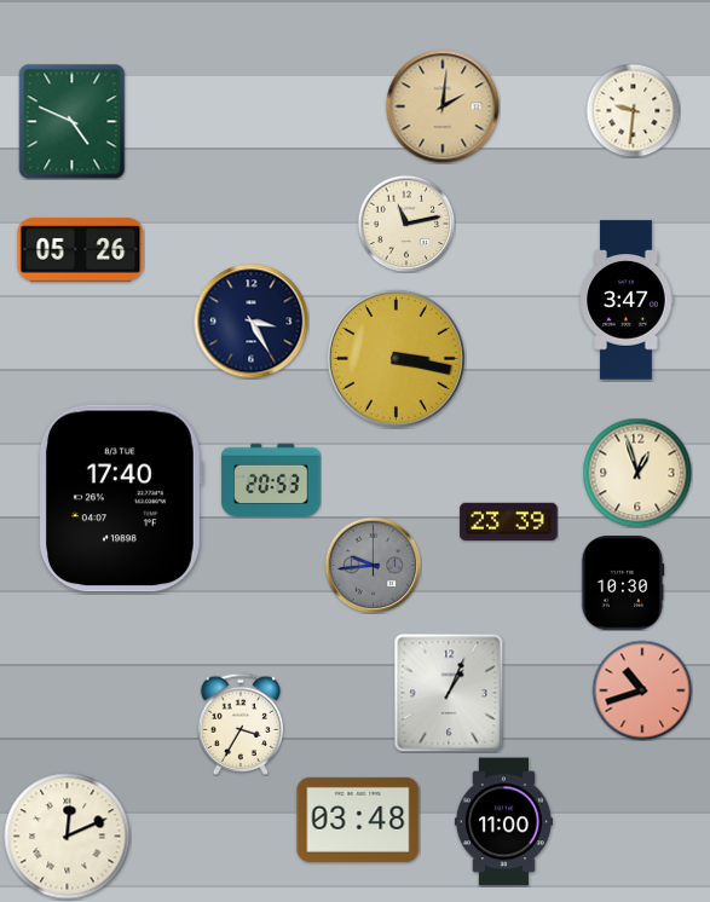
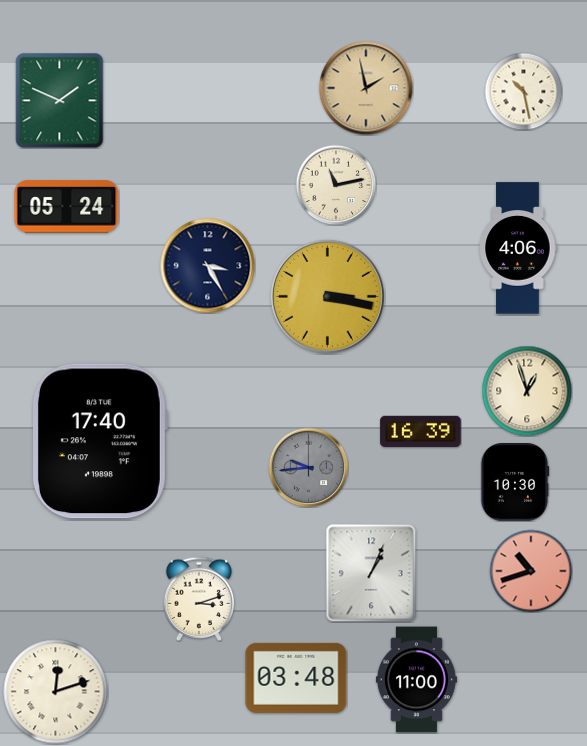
clock at (443, 106): 2:01 -> 1:58
clock at (633, 110): 9:31 -> 10:28
clock at (73, 122): 4:49 -> 1:49
clock at (81, 250): 05:26 -> 05:24
clock at (627, 300): 3:47 -> 4:06
clock at (271, 479): 20:53 -> none
clock at (120, 498) position: (120, 498) -> (99, 441)
clock at (509, 521): 23:39 -> 16:39
clock at (241, 723): 3:35 -> 3:12
clock at (68, 837): 12:11 -> 12:12
